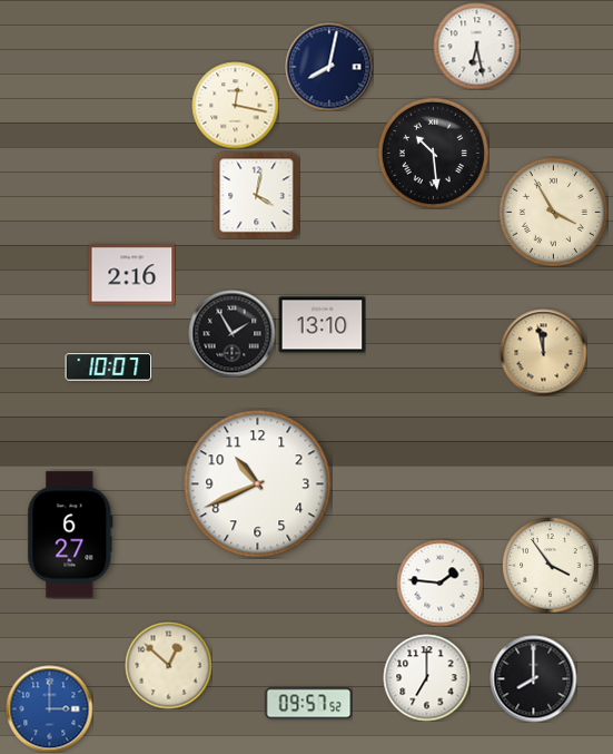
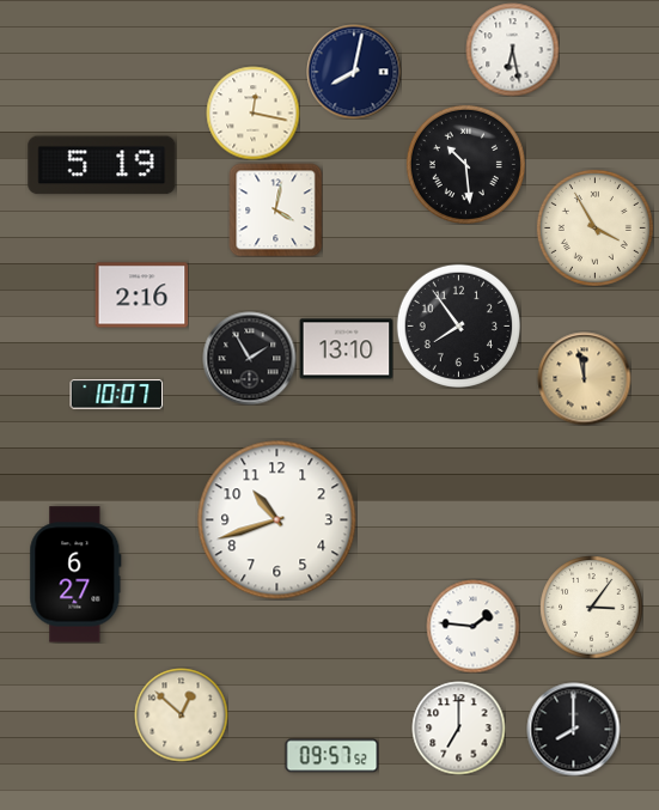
clock at (102, 165): none -> 5:19
clock at (458, 325): none -> 7:54
clock at (258, 484): 10:41 -> 10:42
clock at (550, 565): 3:54 -> 3:06
clock at (49, 708): 3:00 -> none
